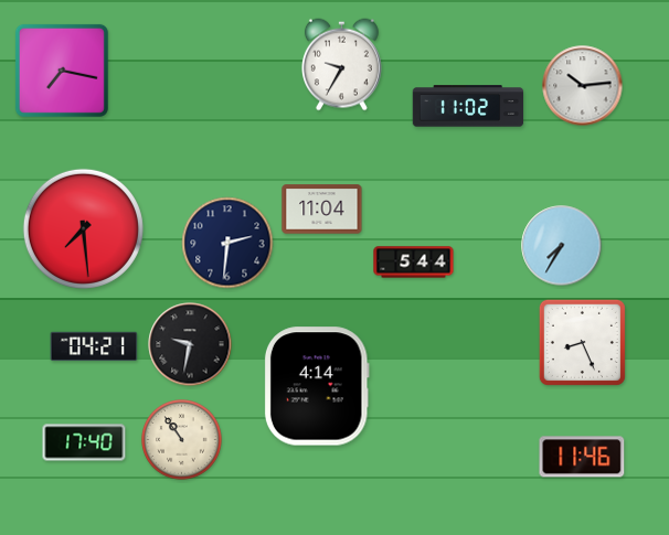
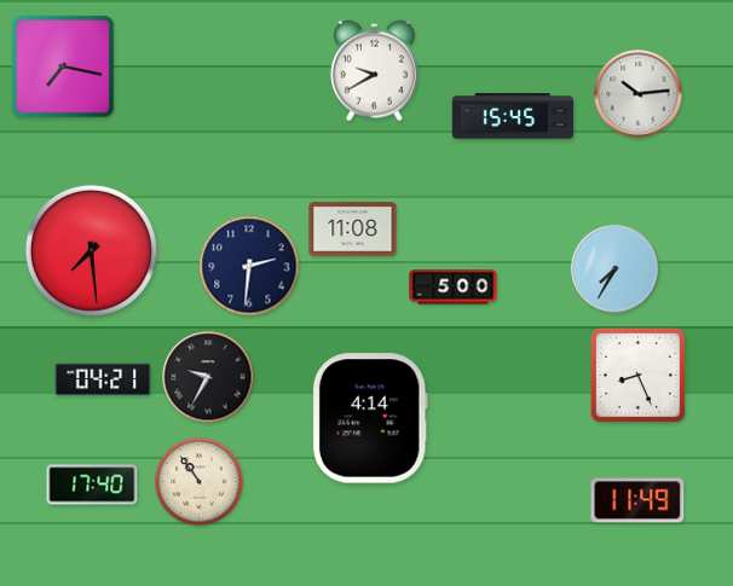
clock at (341, 65): 9:35 -> 9:40
clock at (62, 71) position: (62, 71) -> (63, 66)
clock at (468, 106): 11:02 -> 15:45
clock at (322, 210): 11:04 -> 11:08
clock at (414, 263): 5:44 -> 5:00
clock at (190, 344): 9:32 -> 9:35
clock at (317, 386) position: (317, 386) -> (370, 418)
clock at (582, 457): 11:46 -> 11:49
